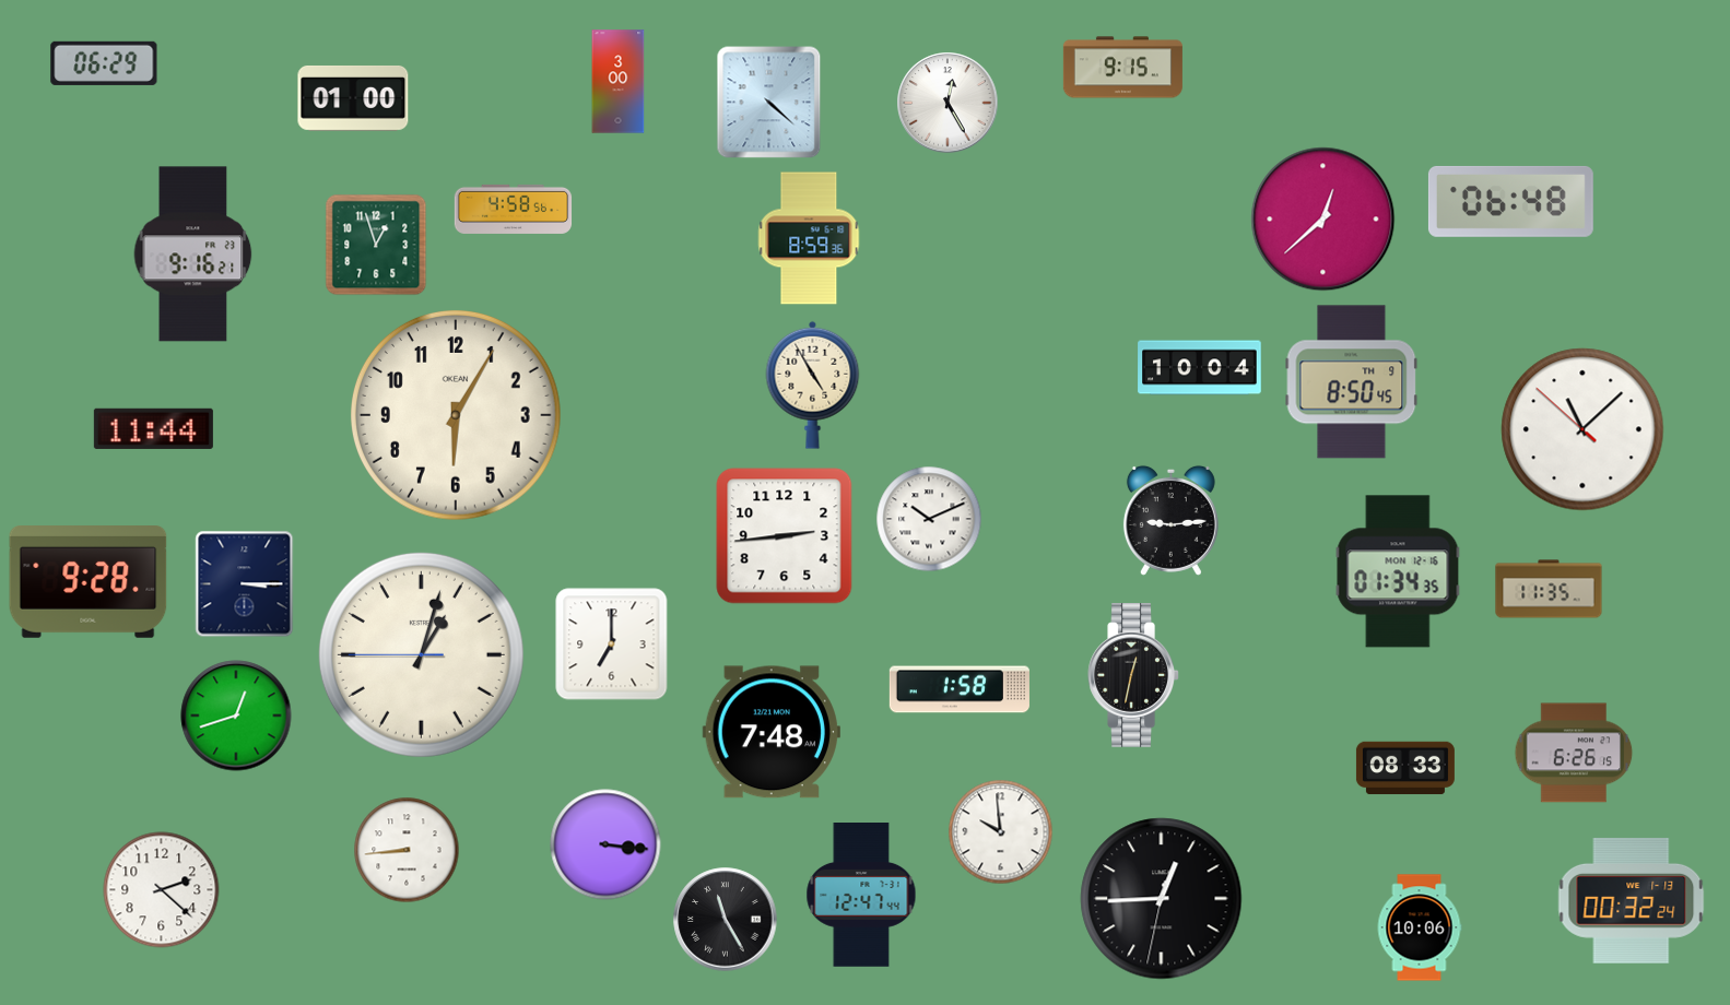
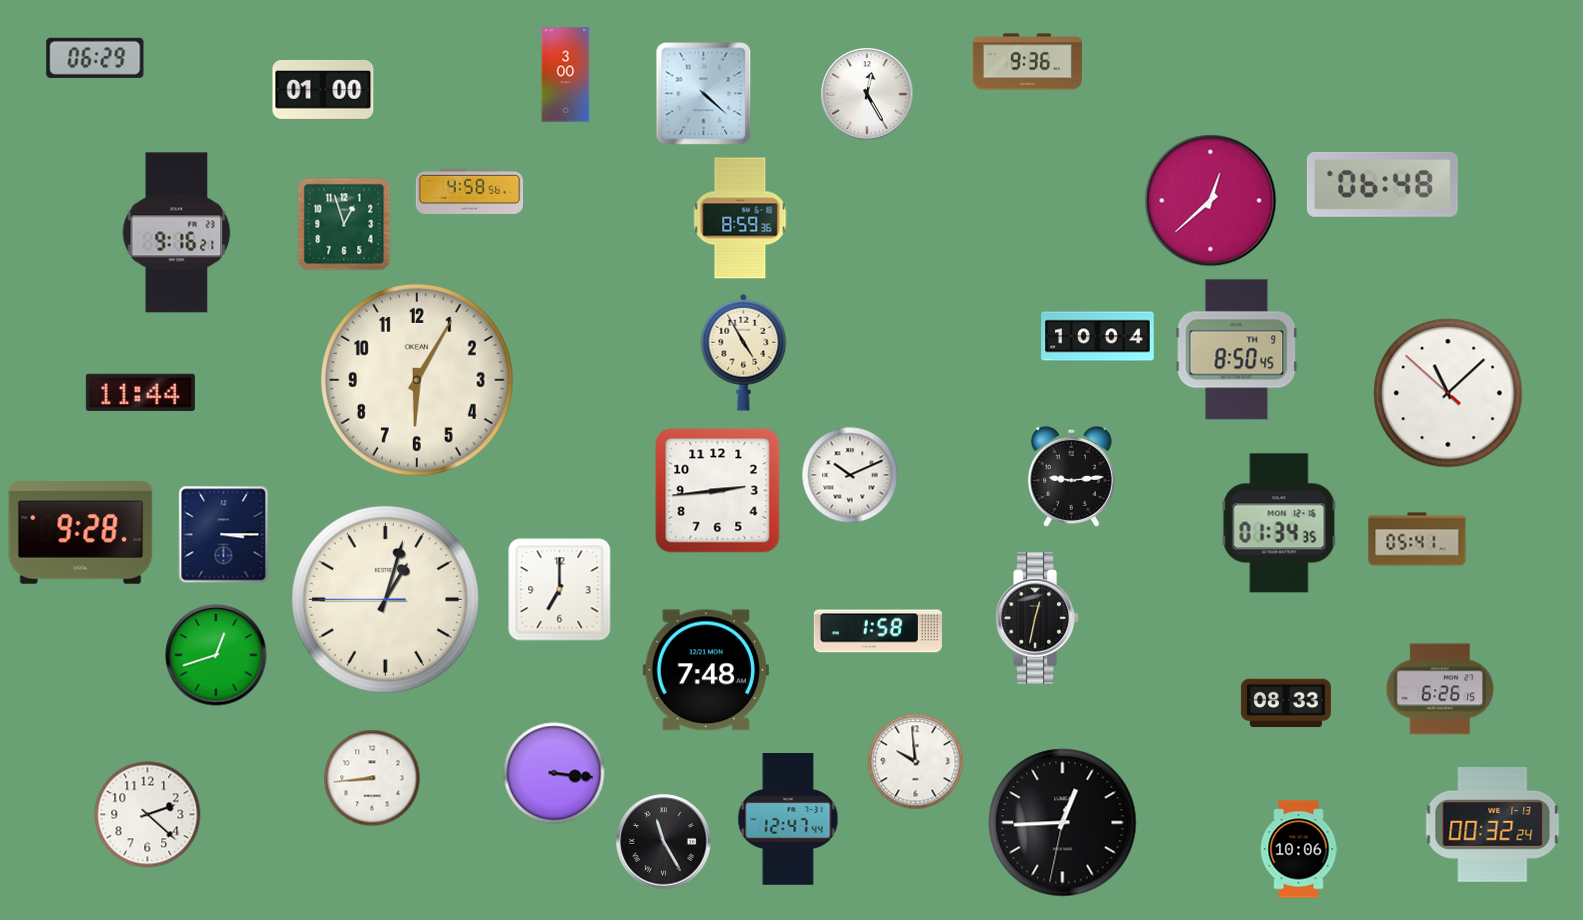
clock at (1122, 68): 9:15 -> 9:36
clock at (1549, 589): 11:35 -> 05:41
